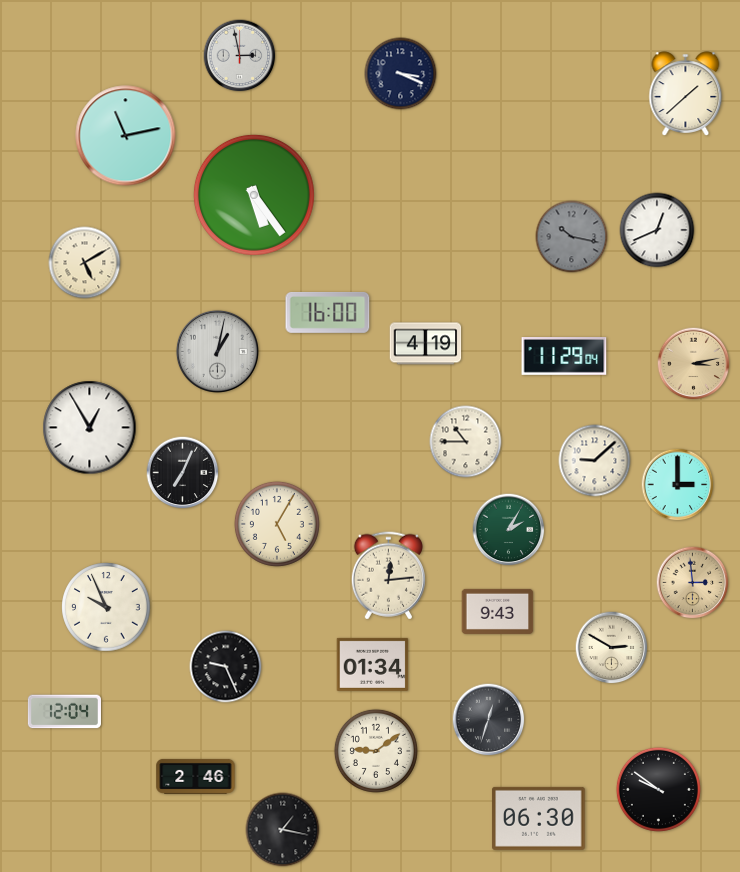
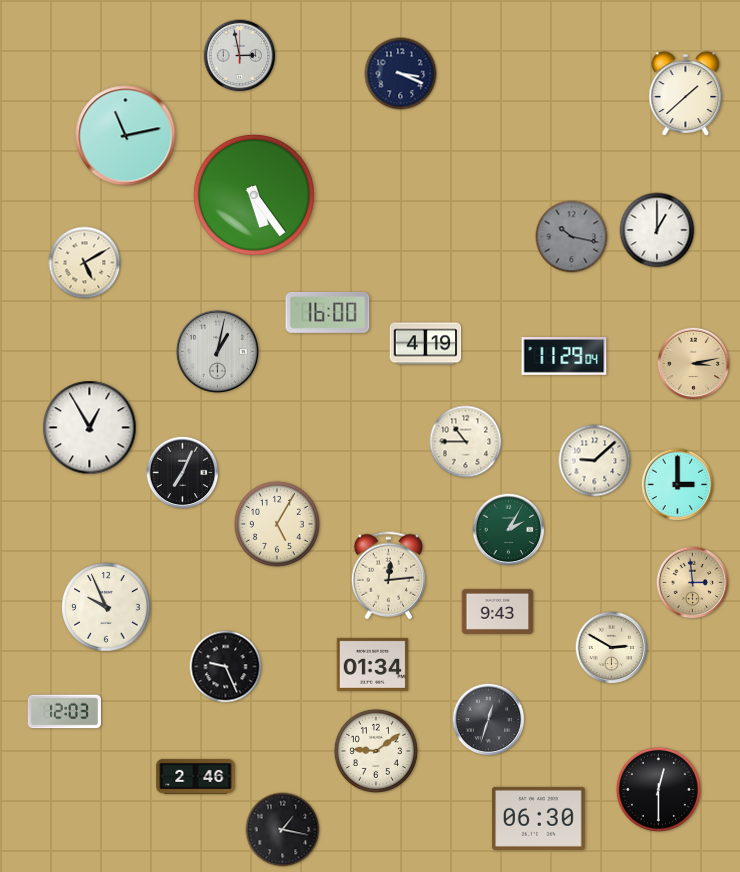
clock at (657, 230): 12:41 -> 1:00
clock at (64, 712): 12:04 -> 12:03
clock at (658, 789): 9:51 -> 12:30
